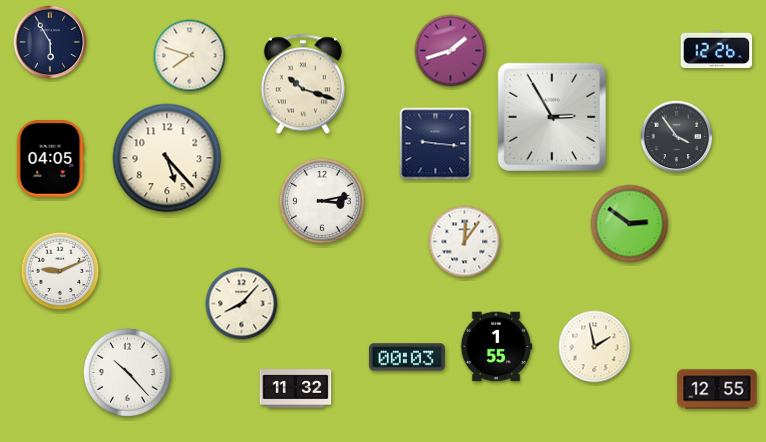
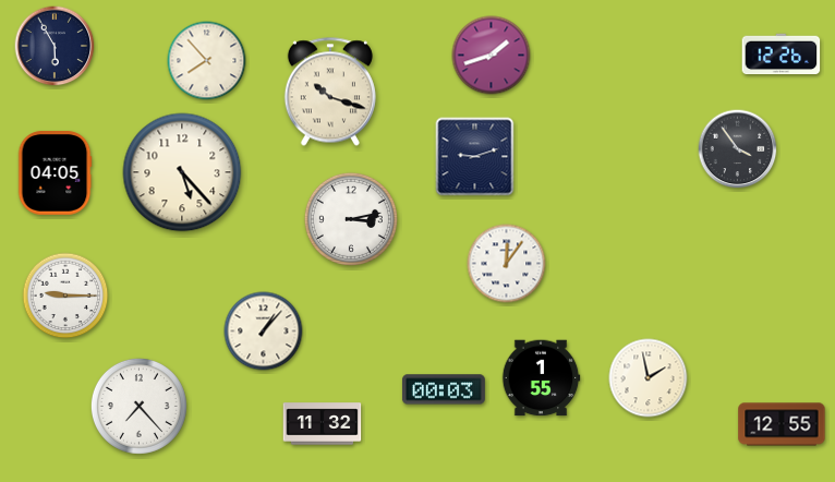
clock at (190, 56): 7:48 -> 7:53
clock at (552, 117): 2:55 -> none
clock at (436, 144): 9:16 -> 9:12
clock at (630, 224): 2:51 -> none
clock at (60, 271): 9:11 -> 9:15
clock at (242, 304): 8:07 -> 1:07
clock at (127, 372): 10:23 -> 7:23
